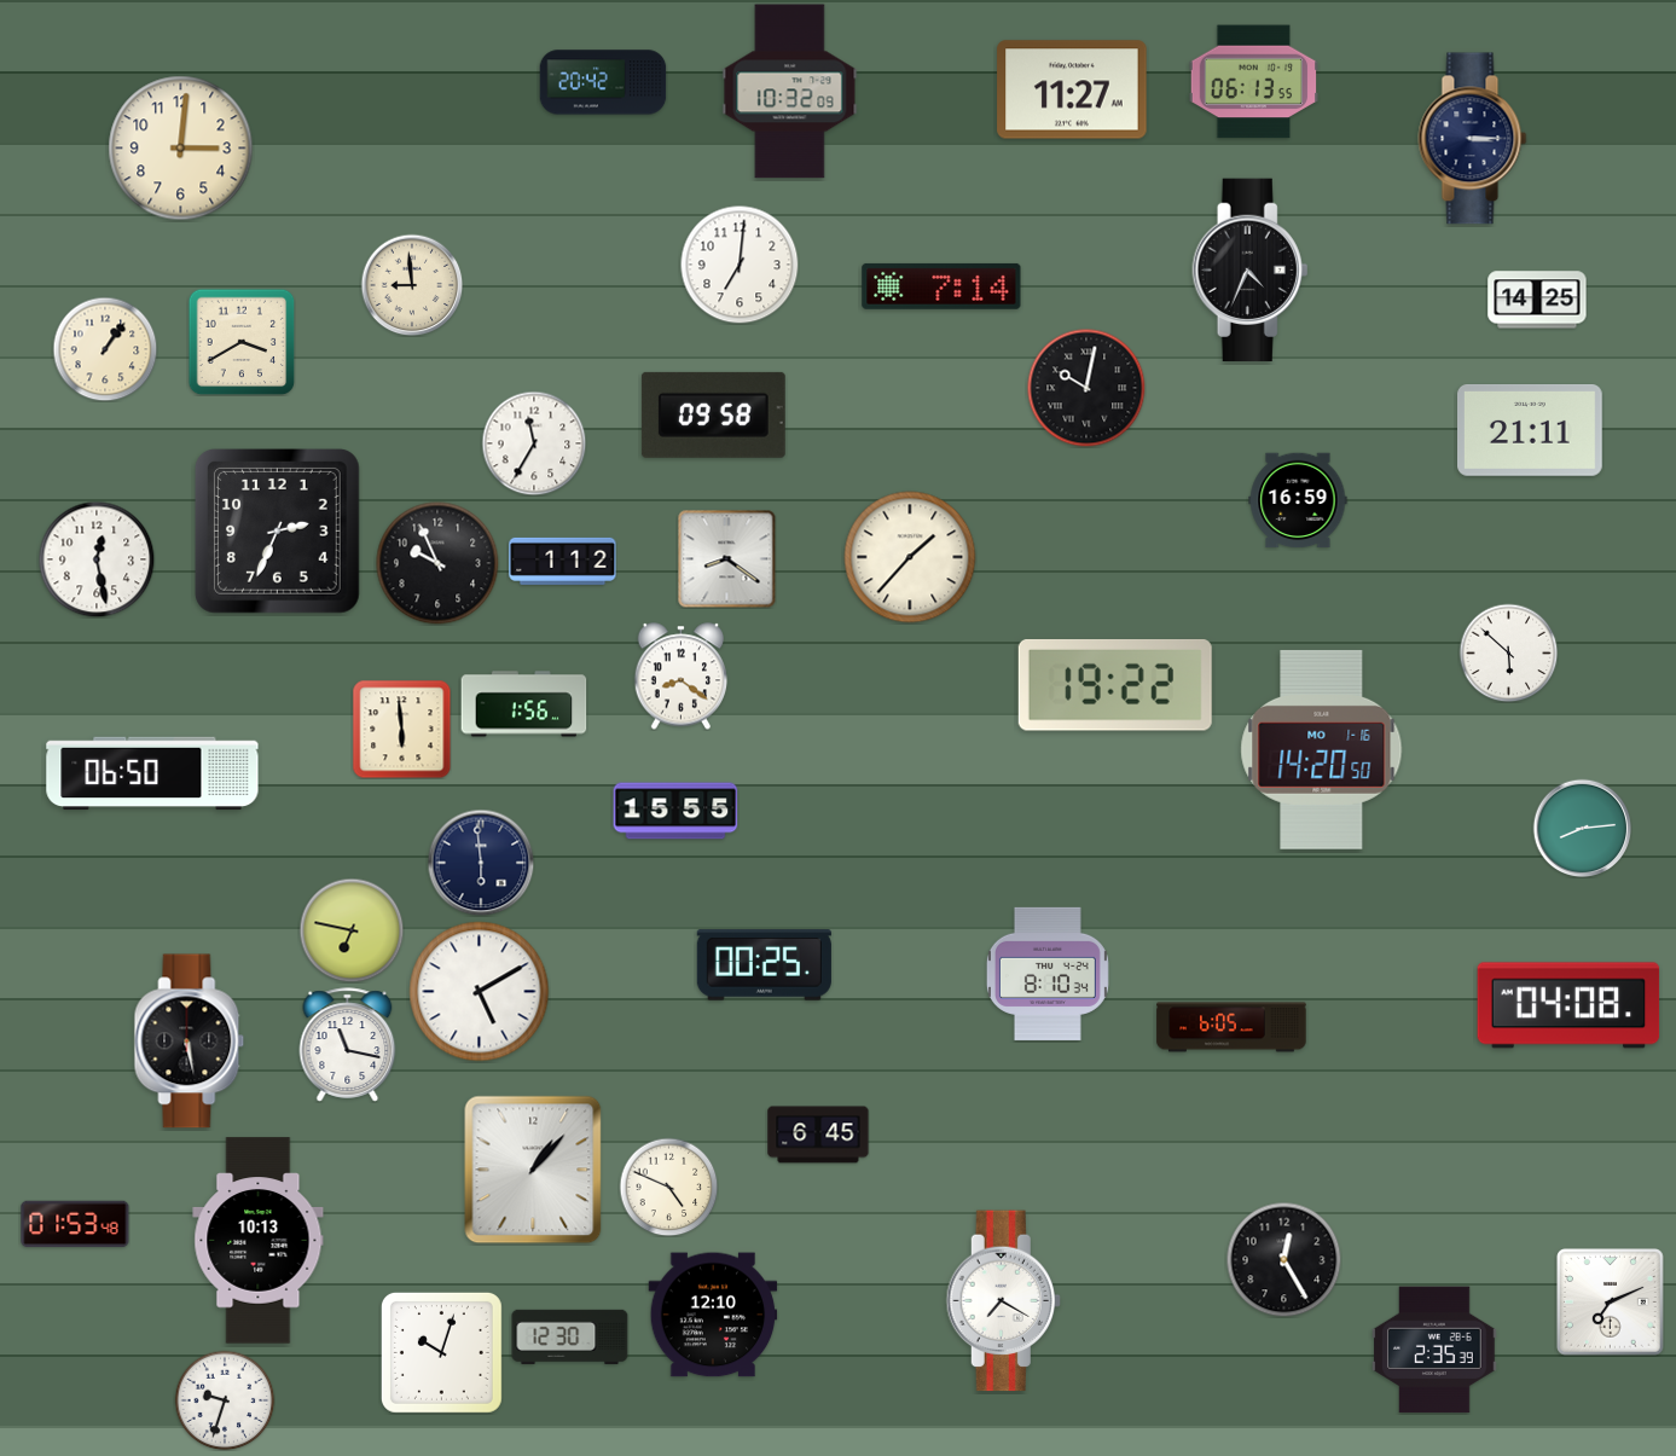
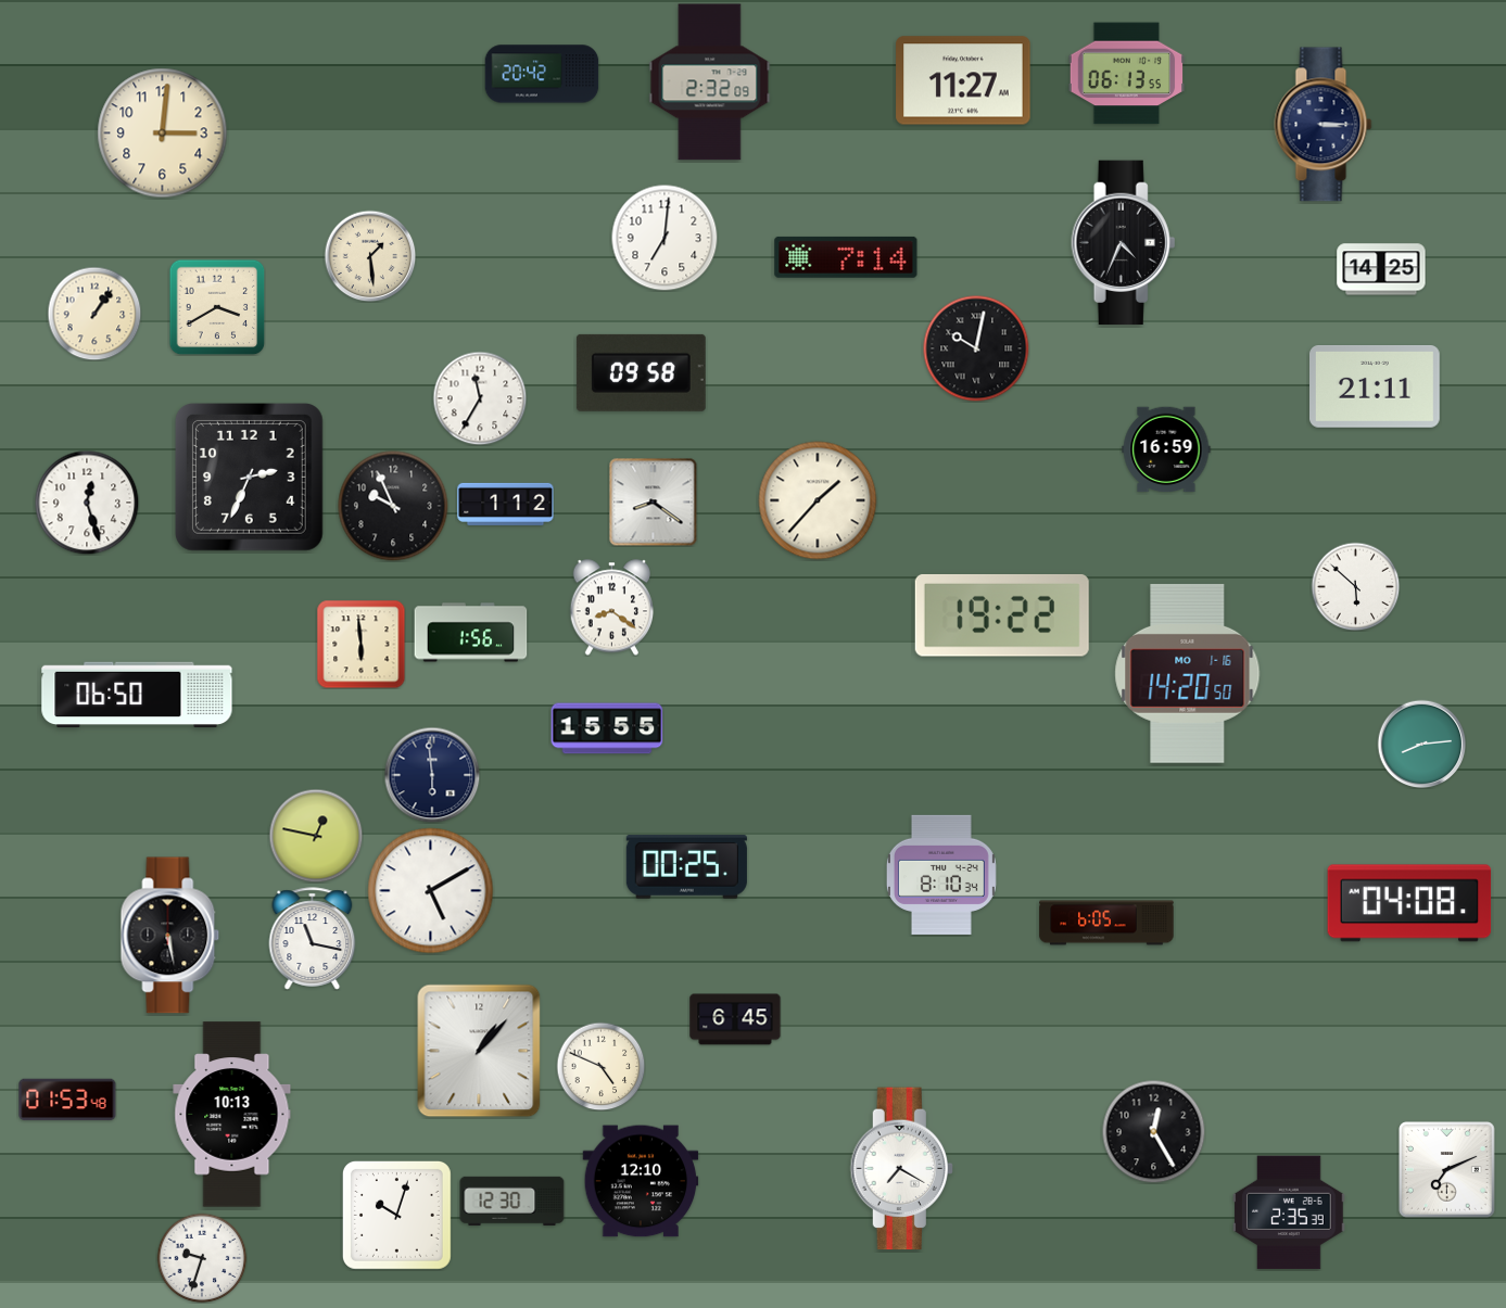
clock at (790, 92): 10:32 -> 2:32
clock at (412, 285): 8:59 -> 1:29
clock at (97, 559): 12:28 -> 12:27
clock at (401, 729) position: (401, 729) -> (360, 644)
clock at (352, 930): 6:47 -> 12:47
